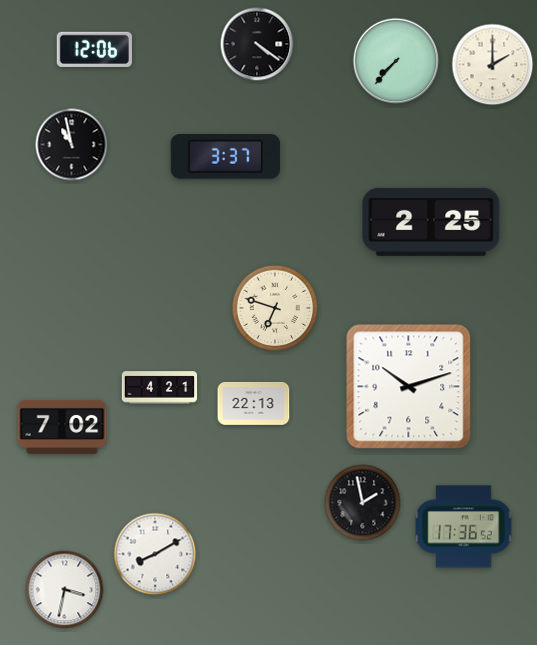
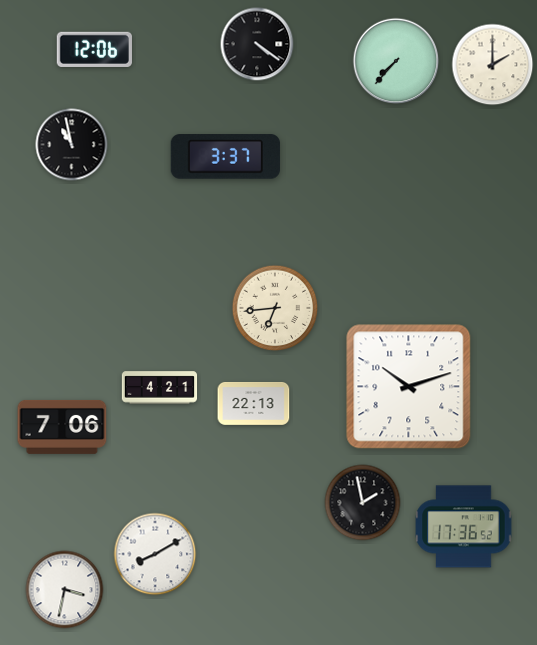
clock at (431, 222): 2:25 -> none
clock at (275, 308): 6:48 -> 6:44
clock at (62, 427): 7:02 -> 7:06
